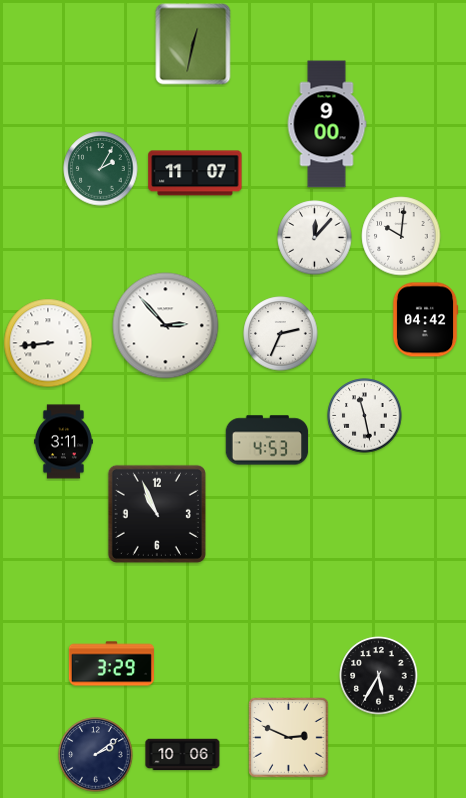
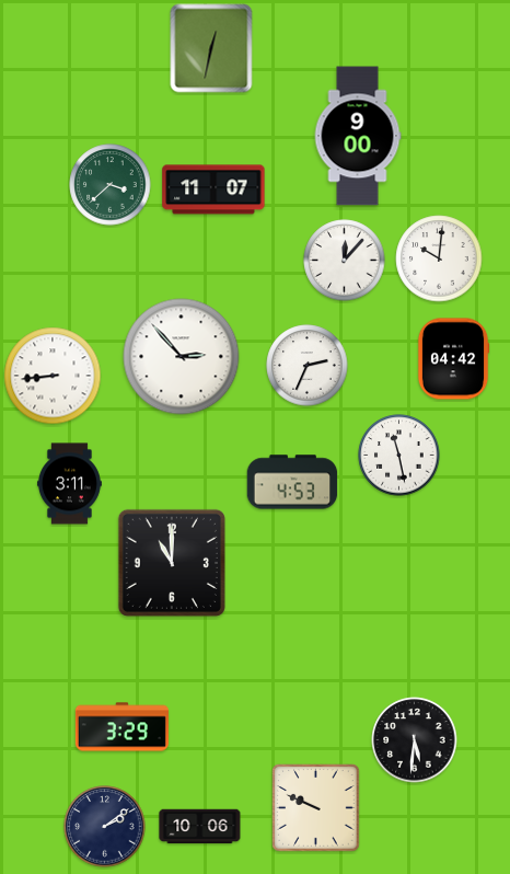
clock at (101, 169): 2:05 -> 3:38
clock at (425, 320) position: (425, 320) -> (453, 359)
clock at (157, 514): 10:56 -> 11:00
clock at (379, 676): 5:35 -> 5:31
clock at (289, 738): 2:49 -> 9:49
